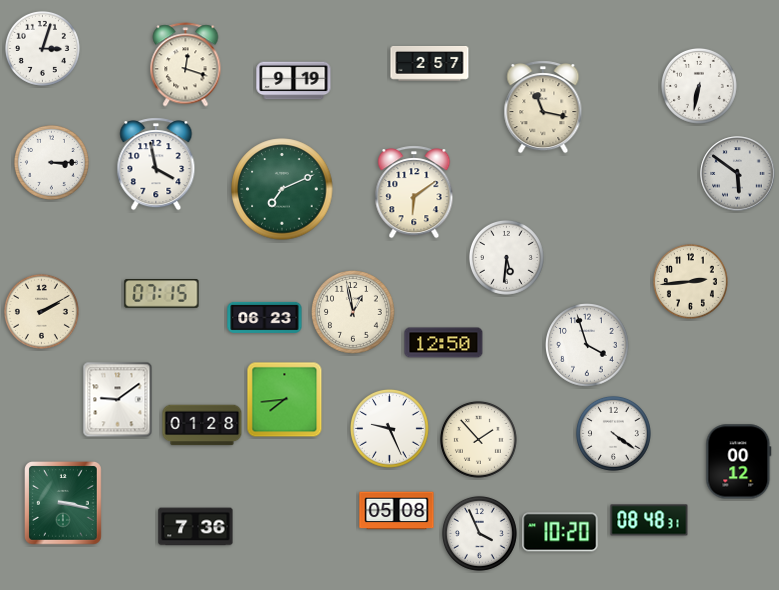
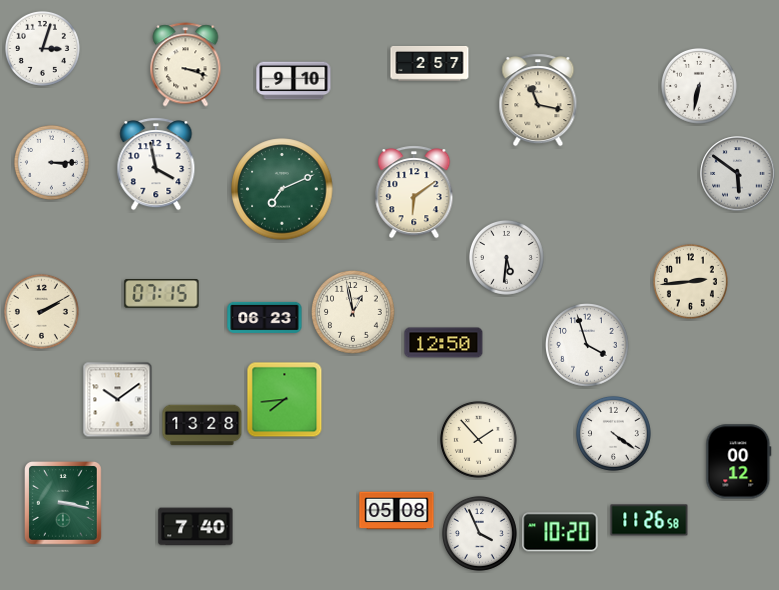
clock at (186, 65): 12:18 -> 3:18
clock at (294, 81): 9:19 -> 9:10
clock at (543, 107) position: (543, 107) -> (538, 100)
clock at (118, 400): 9:09 -> 10:09
clock at (202, 425): 01:28 -> 13:28
clock at (389, 428): 9:26 -> none
clock at (649, 520): 08:48 -> 11:26
clock at (196, 527): 7:36 -> 7:40
